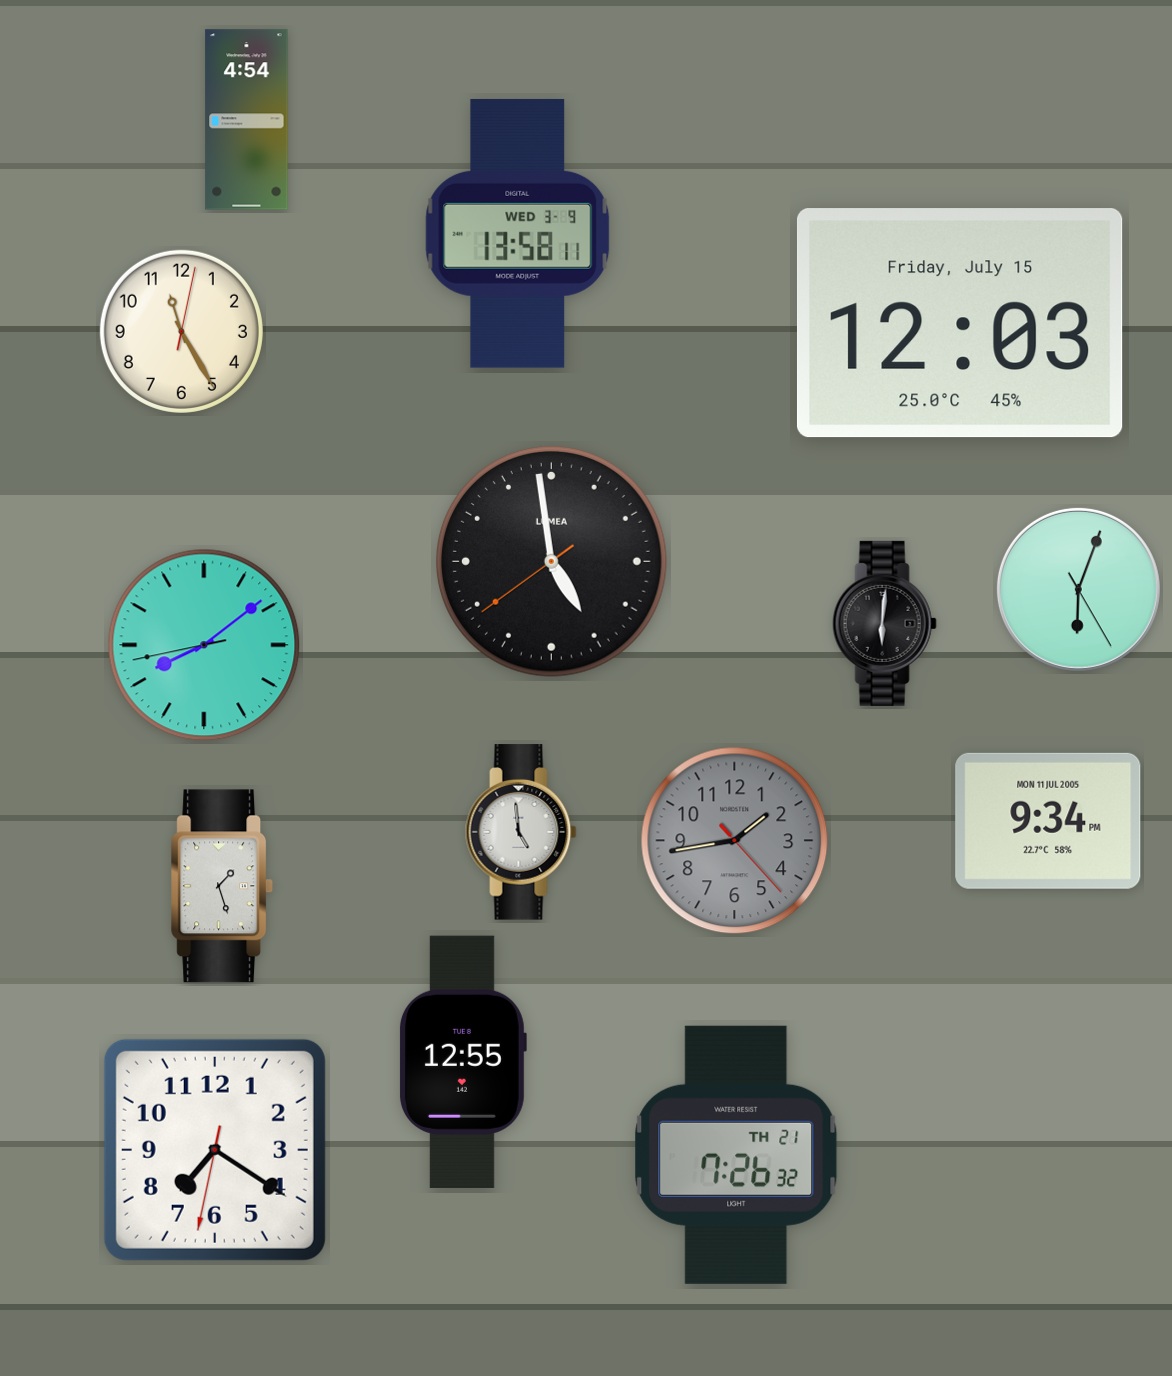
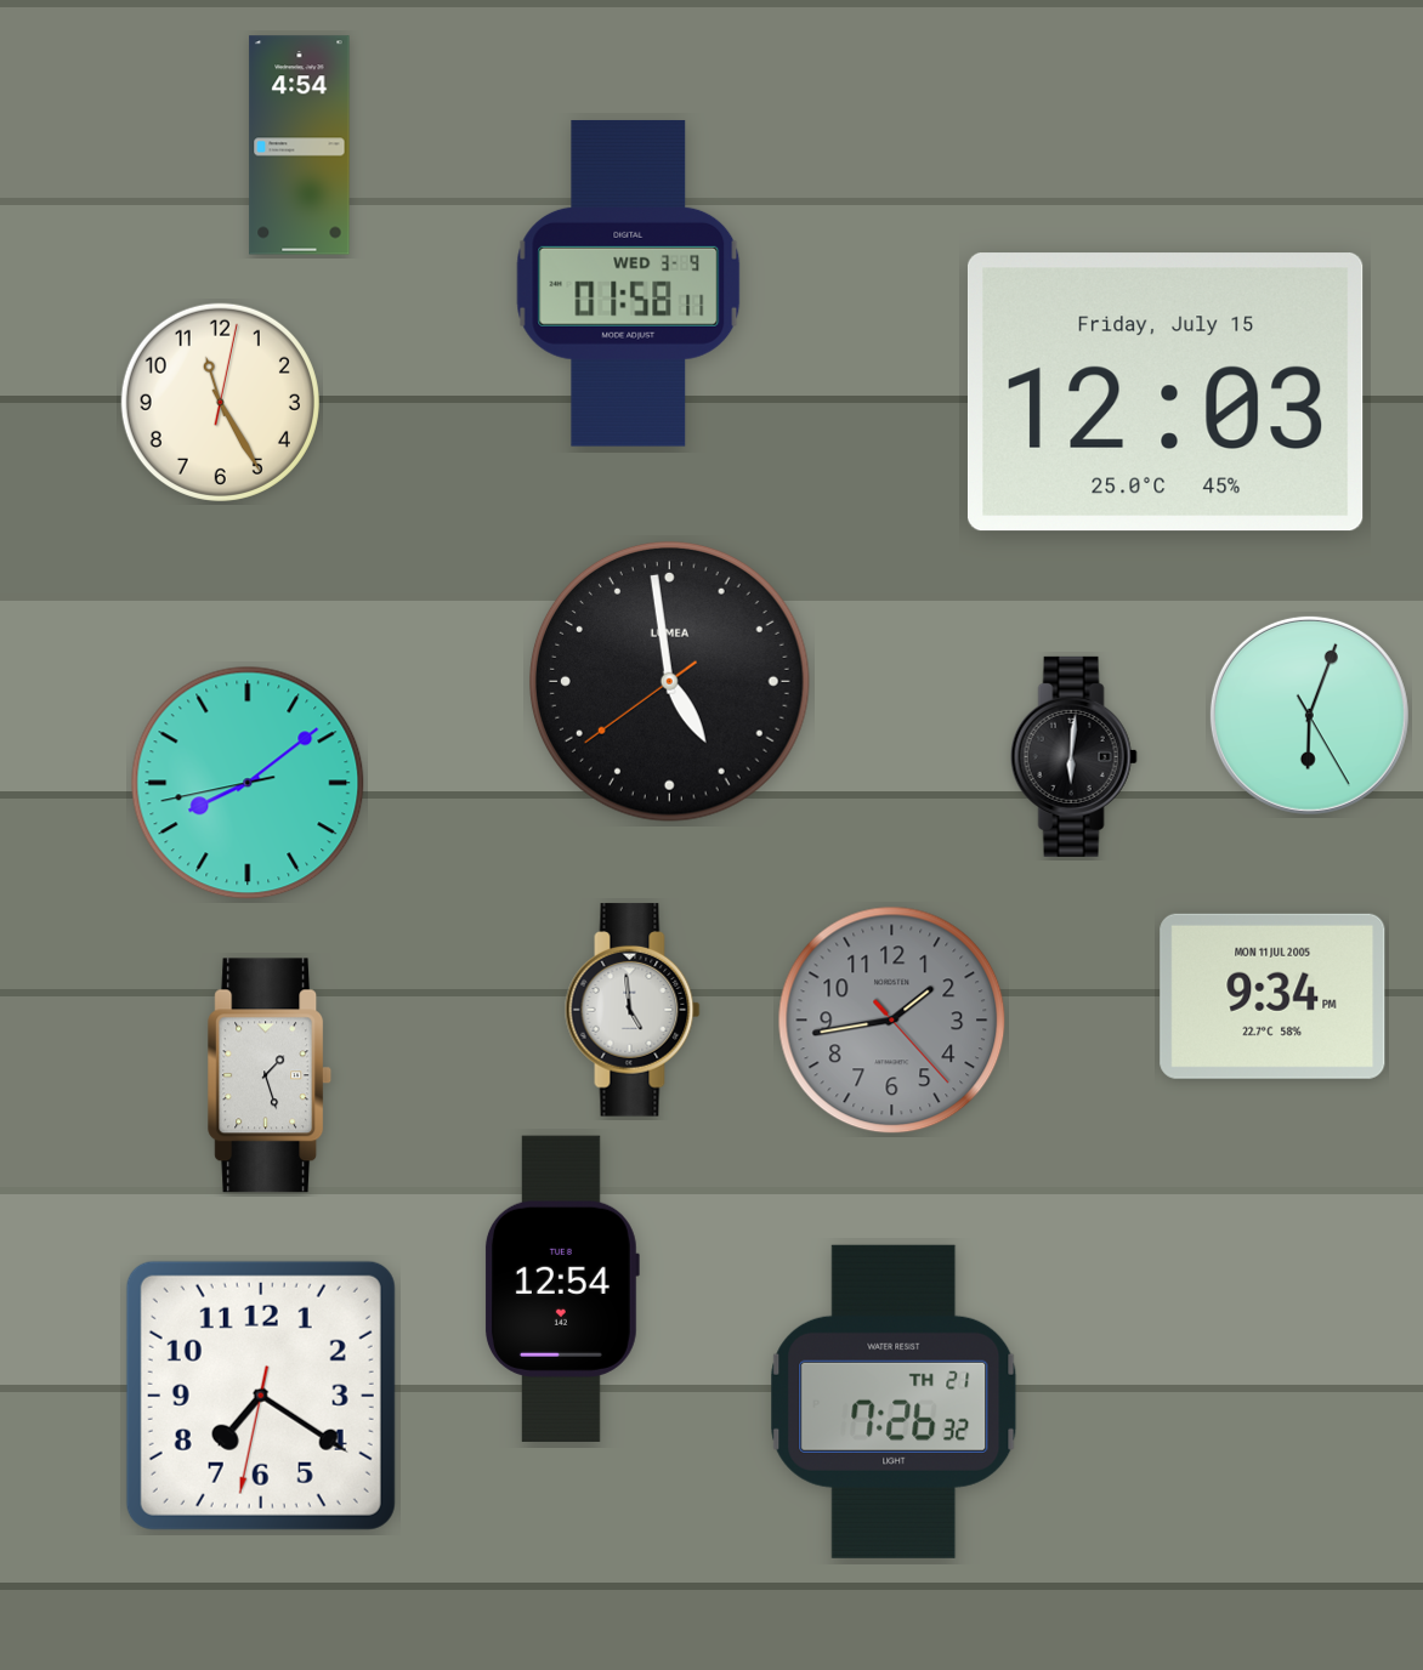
clock at (518, 233): 13:58 -> 01:58
clock at (462, 1062): 12:55 -> 12:54
